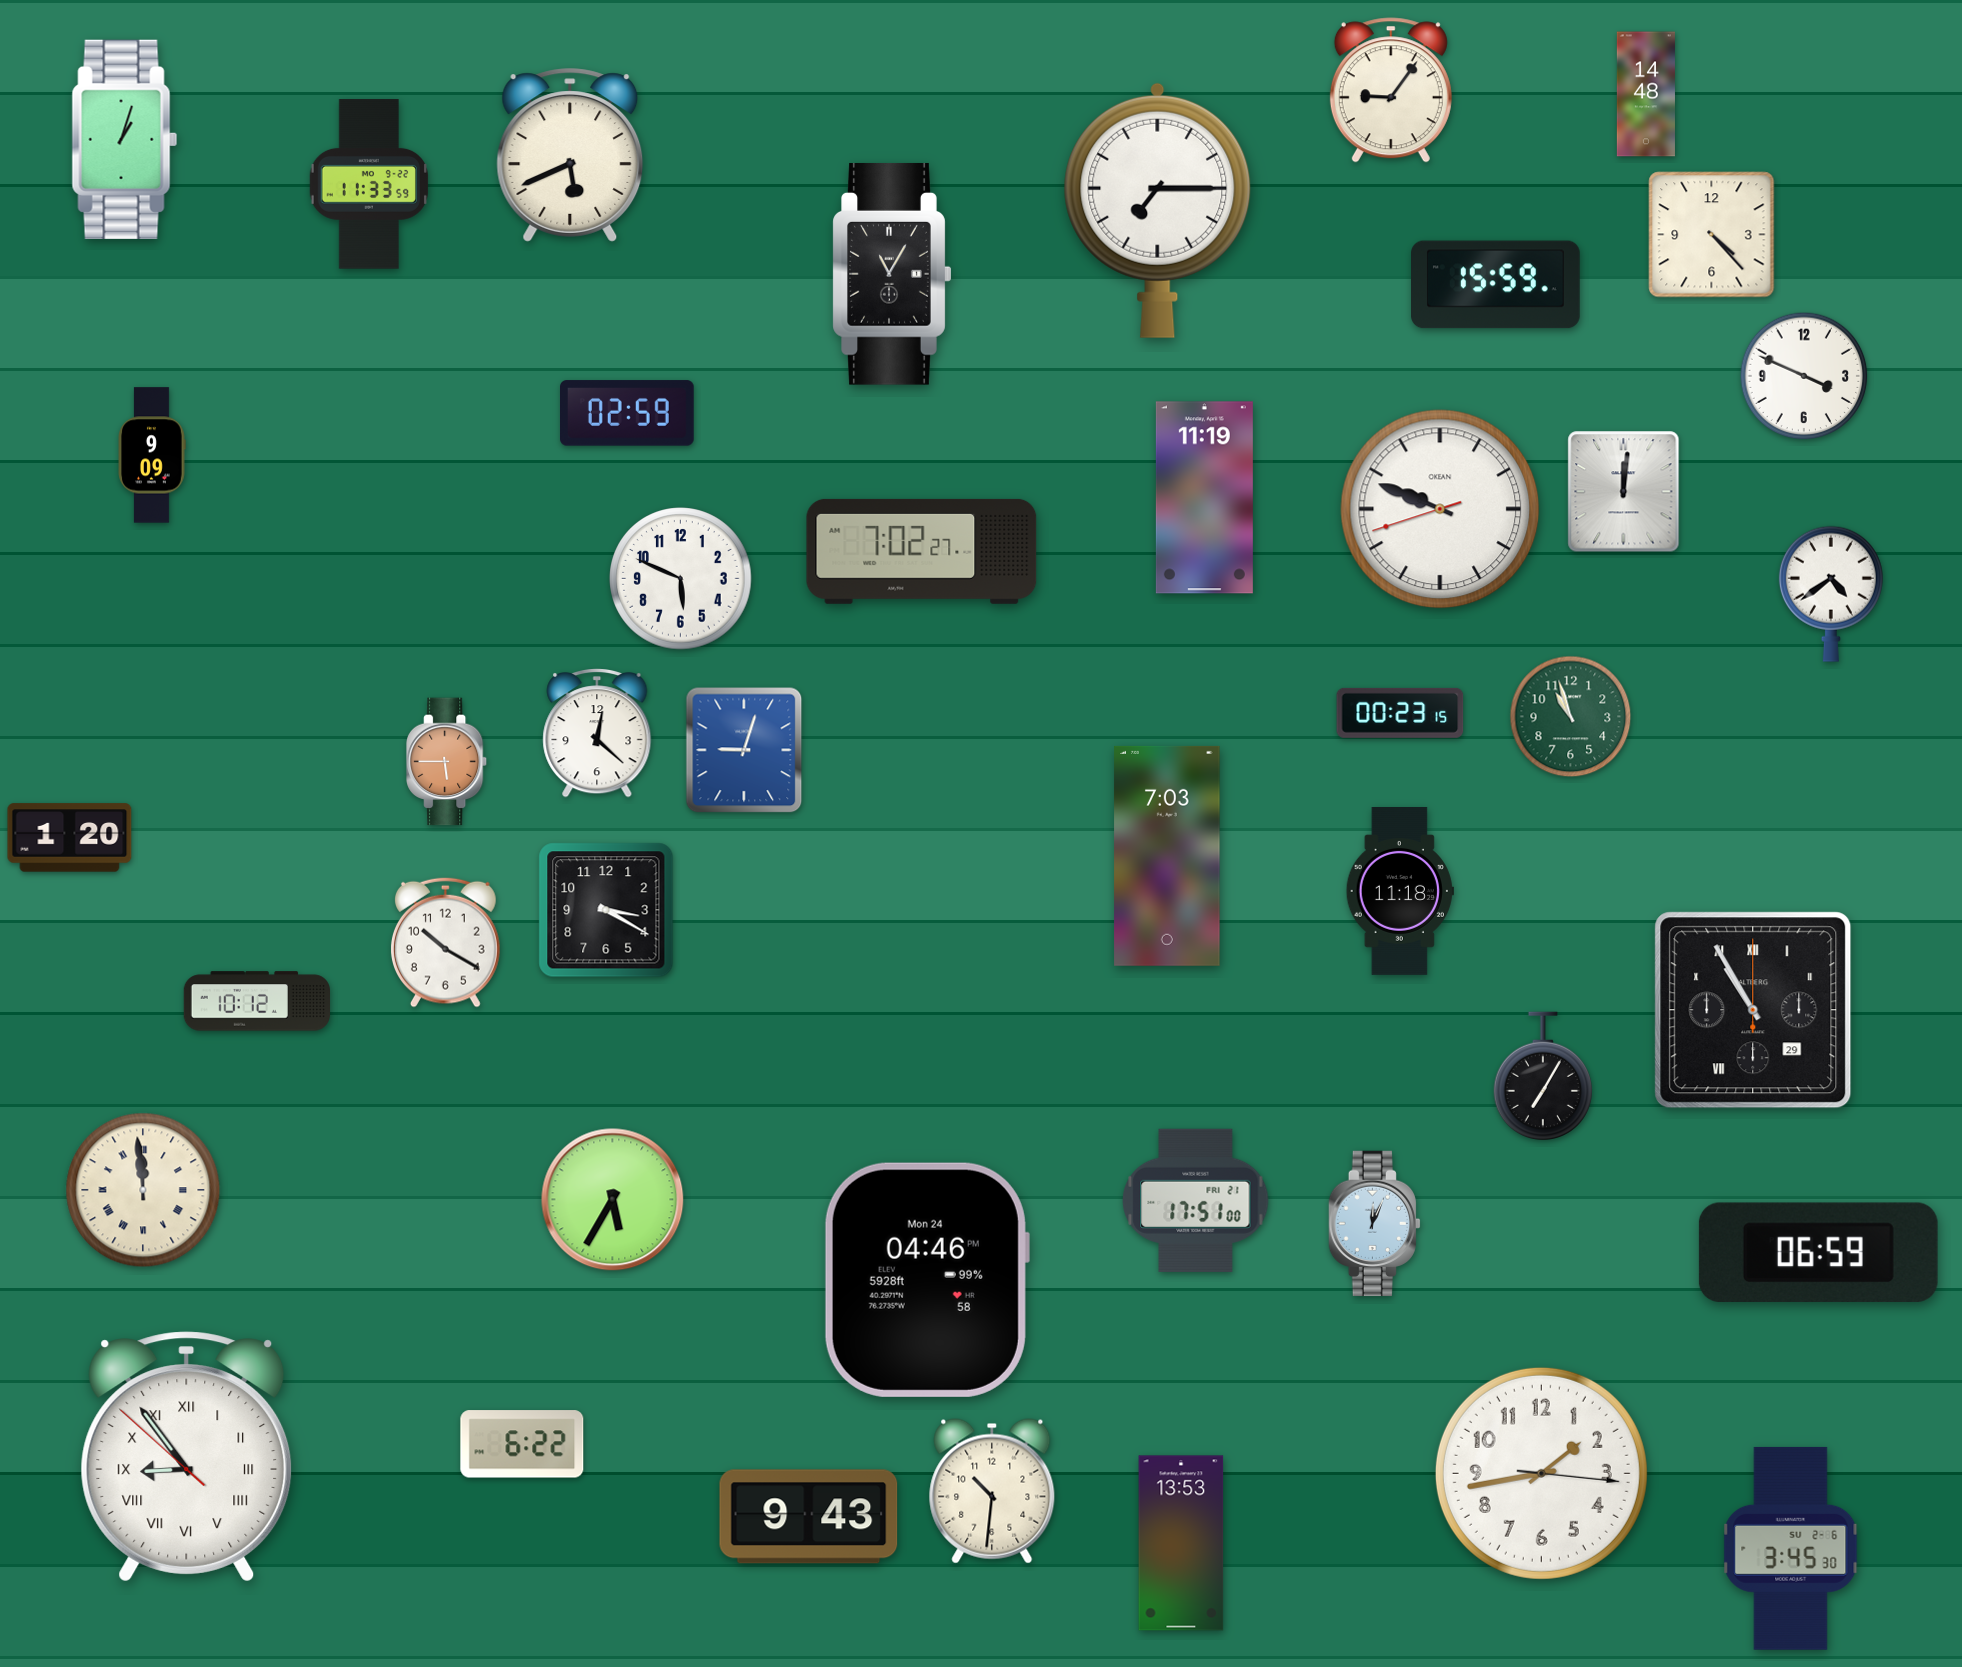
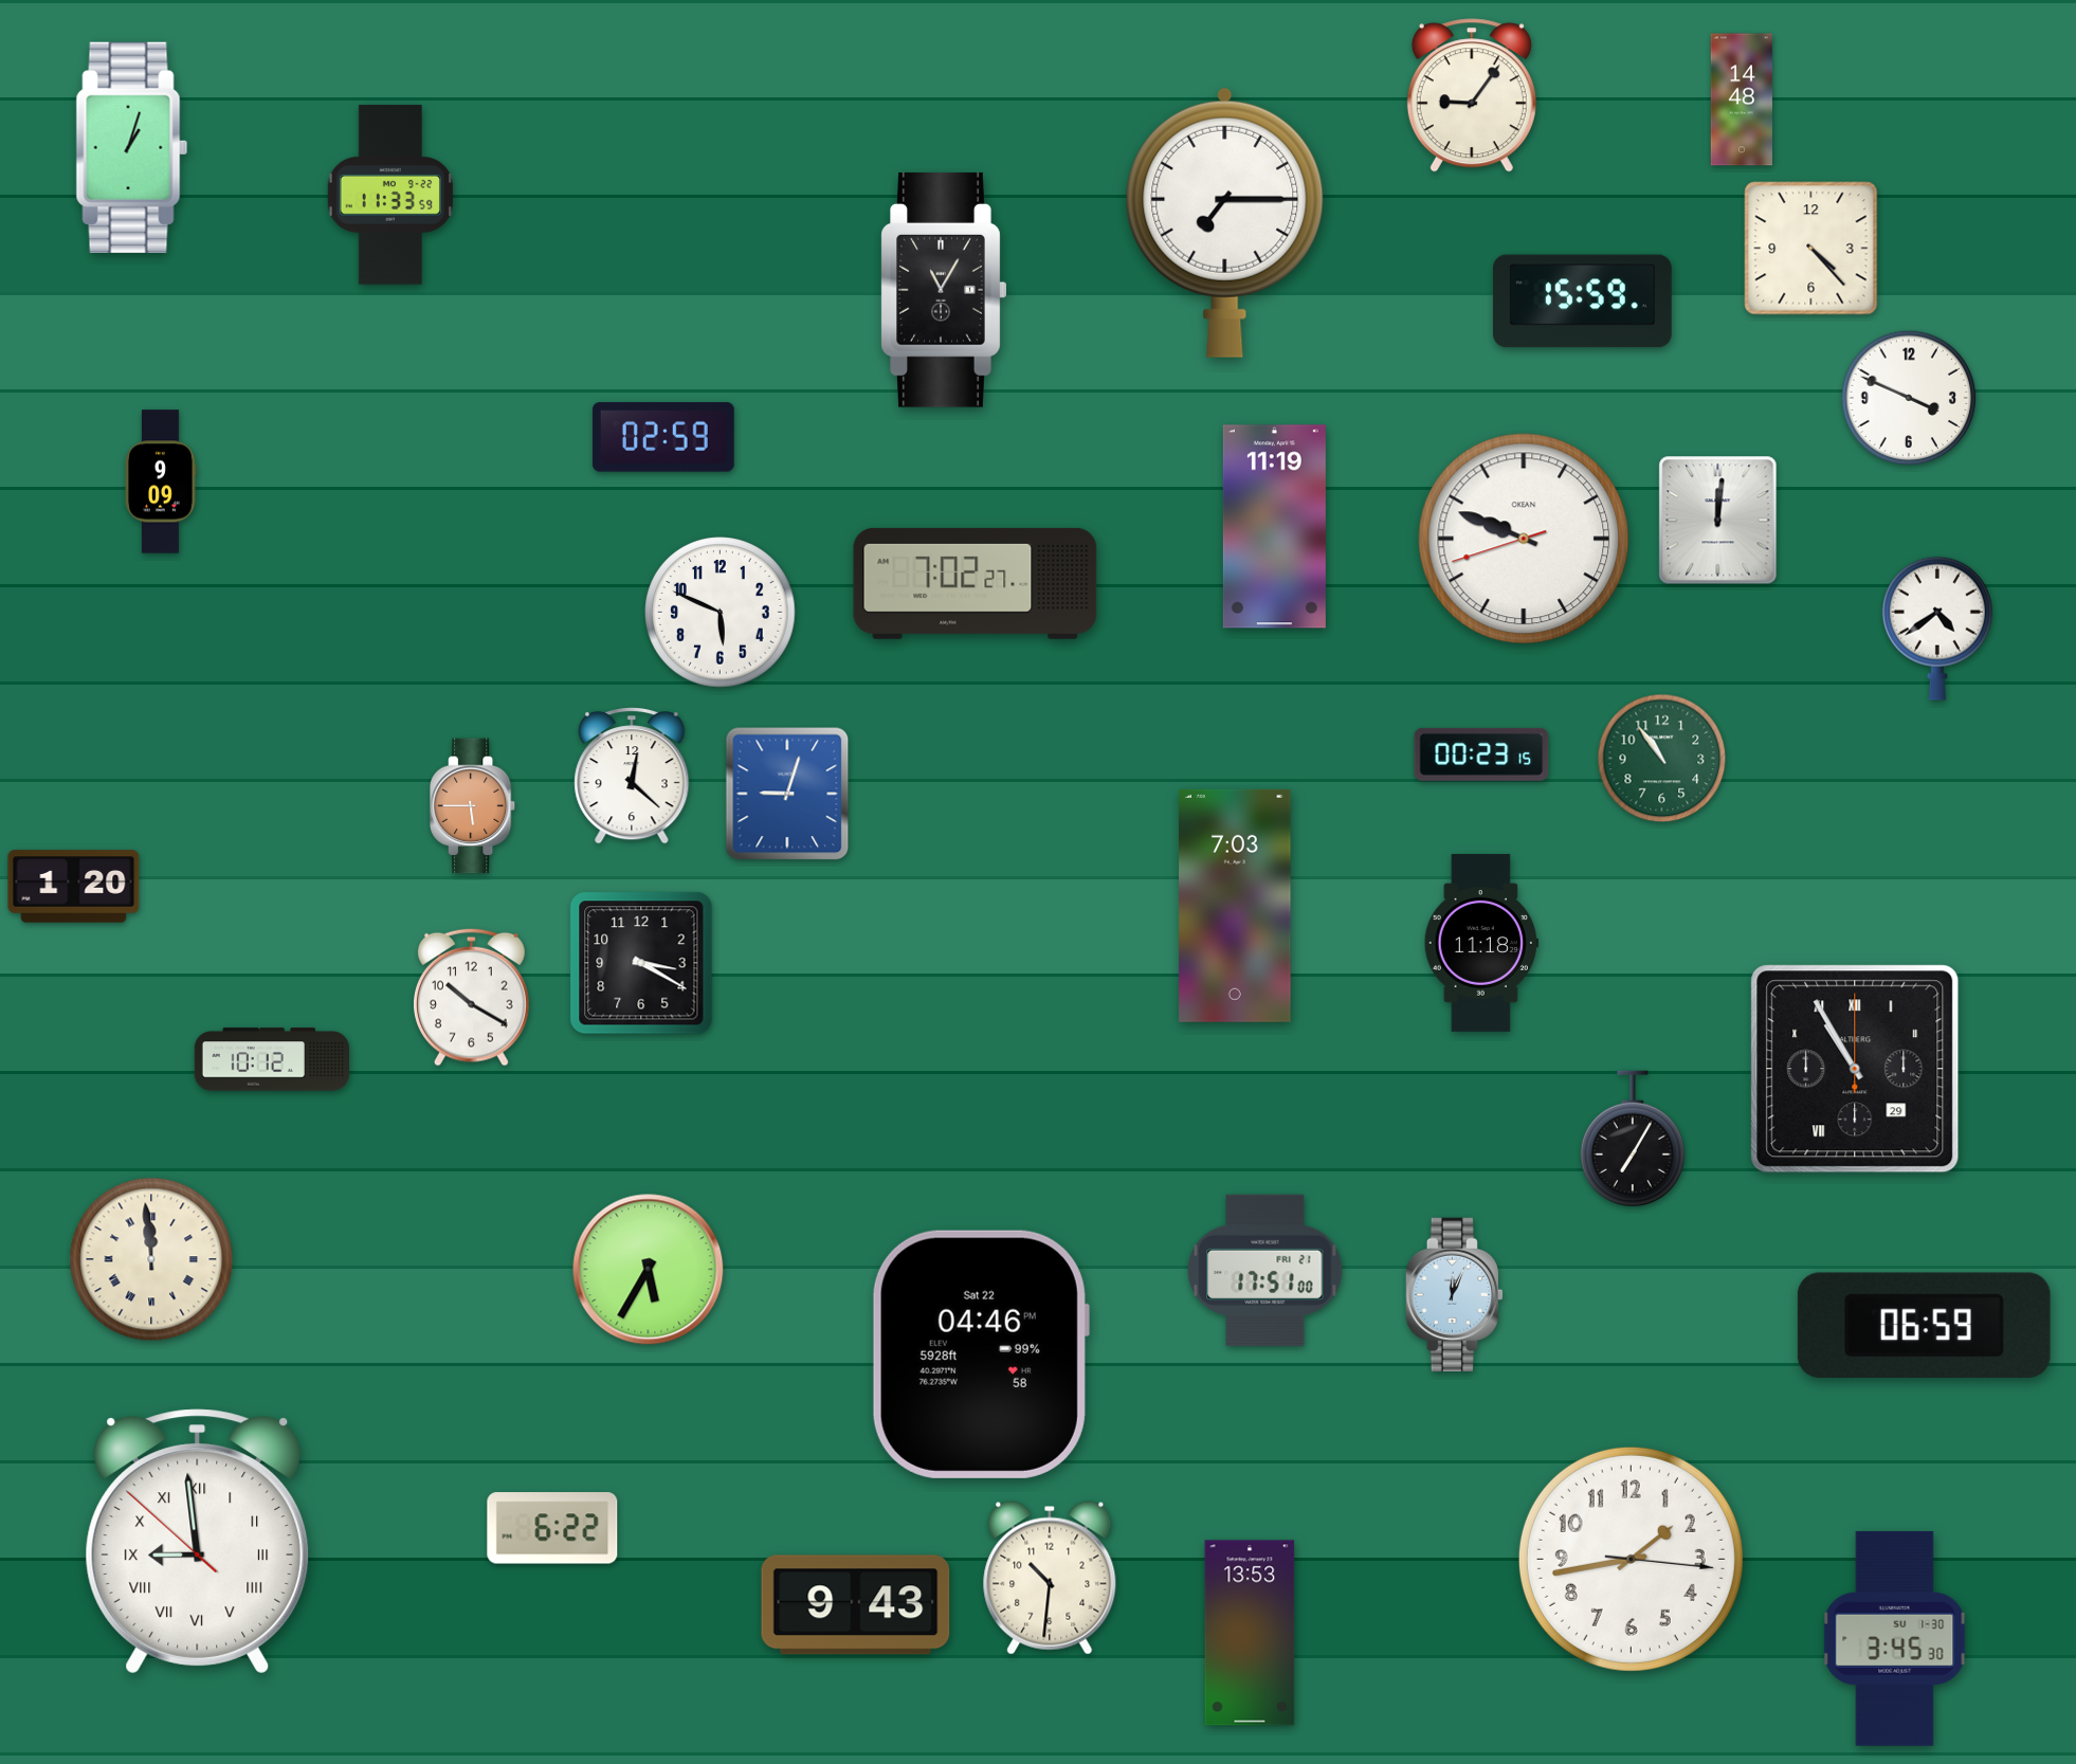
clock at (570, 155): 5:41 -> none
clock at (1571, 717): 10:57 -> 10:54
clock at (926, 1280) date: Mon 24 -> Sat 22
clock at (187, 1457): 8:53 -> 8:58
clock at (1791, 1548) date: SU 2-6 -> SU 1-30
